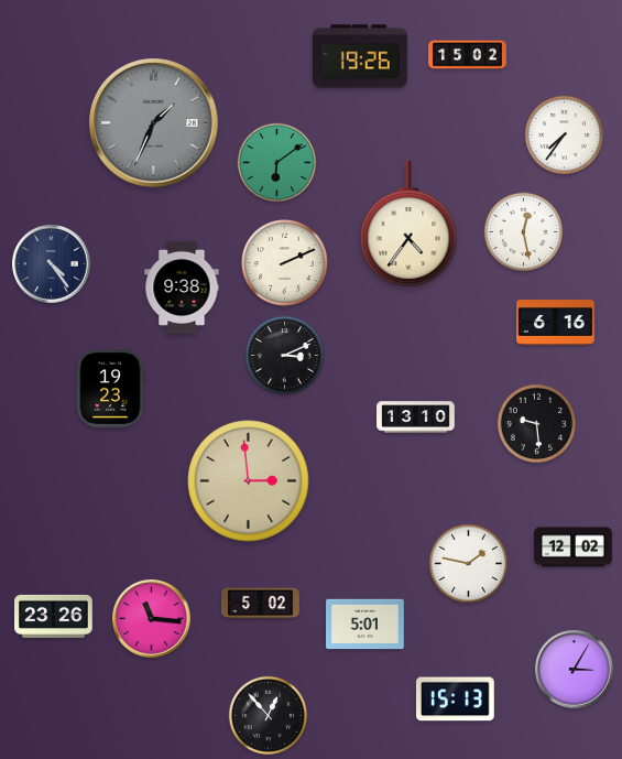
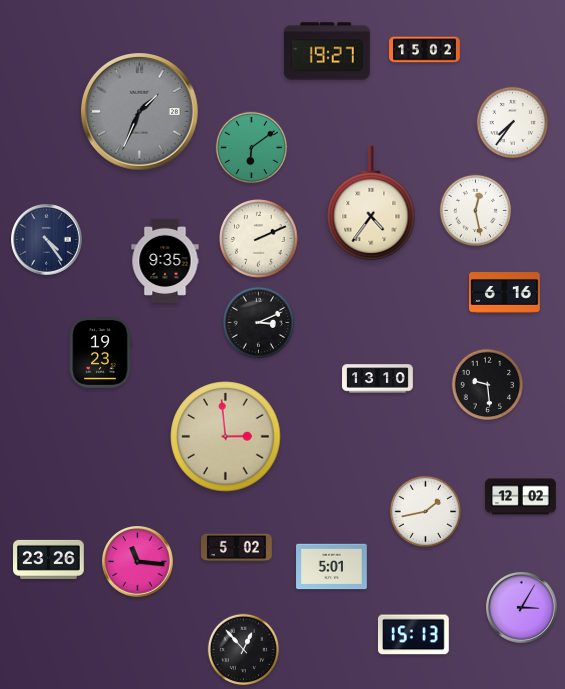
clock at (360, 56): 19:26 -> 19:27
clock at (182, 288): 9:38 -> 9:35
clock at (469, 564): 1:47 -> 1:43
